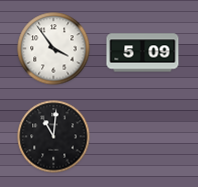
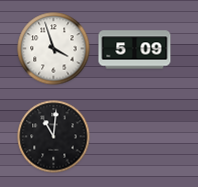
clock at (54, 49): 3:54 -> 3:57
clock at (143, 53) position: (143, 53) -> (135, 50)
